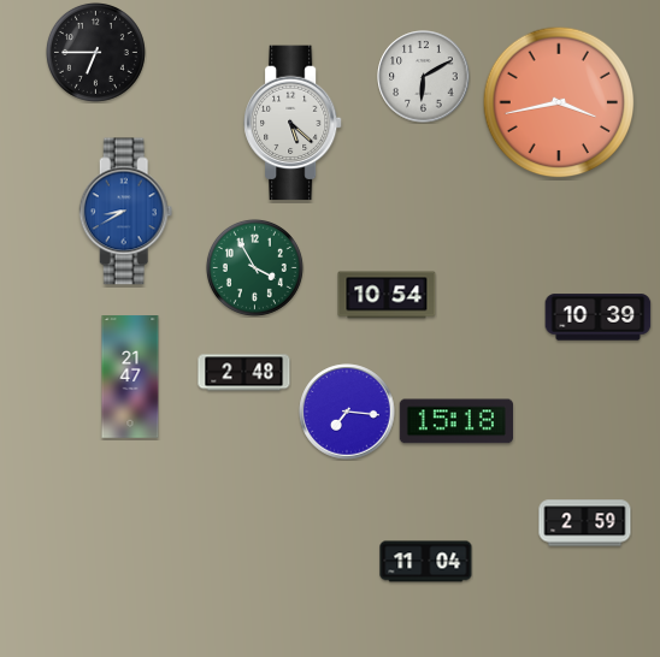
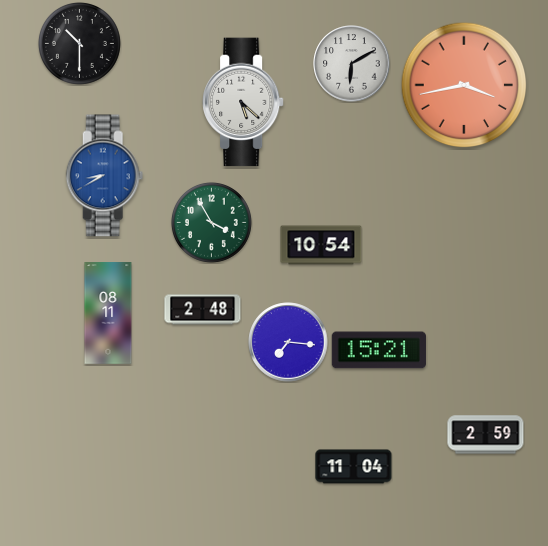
clock at (95, 52): 6:45 -> 10:30
clock at (599, 318): 10:39 -> none
clock at (130, 377): 21:47 -> 08:11
clock at (456, 421): 15:18 -> 15:21
